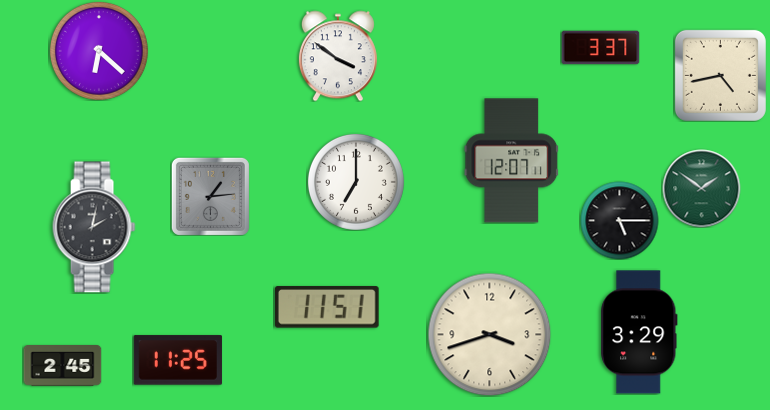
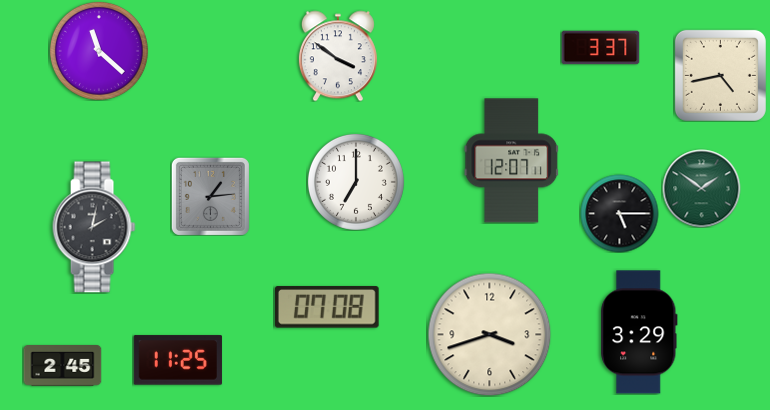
clock at (99, 51): 6:22 -> 11:22
clock at (619, 220) position: (619, 220) -> (619, 213)
clock at (327, 307): 11:51 -> 07:08
